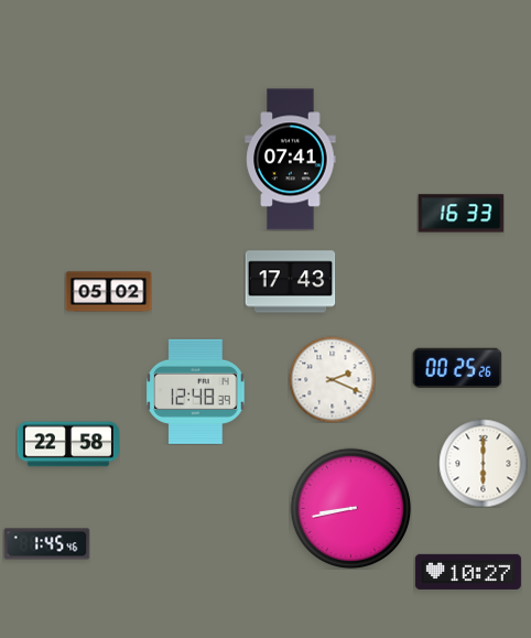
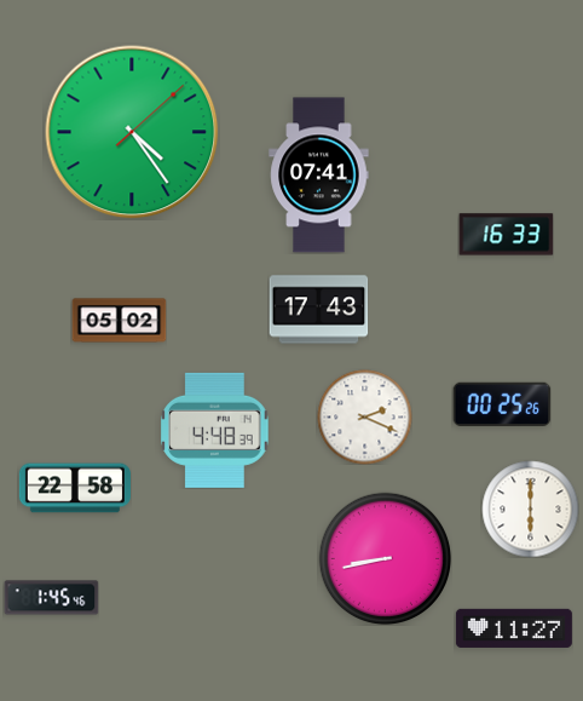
clock at (132, 132): none -> 4:24
clock at (196, 391): 12:48 -> 4:48
clock at (468, 572): 10:27 -> 11:27
